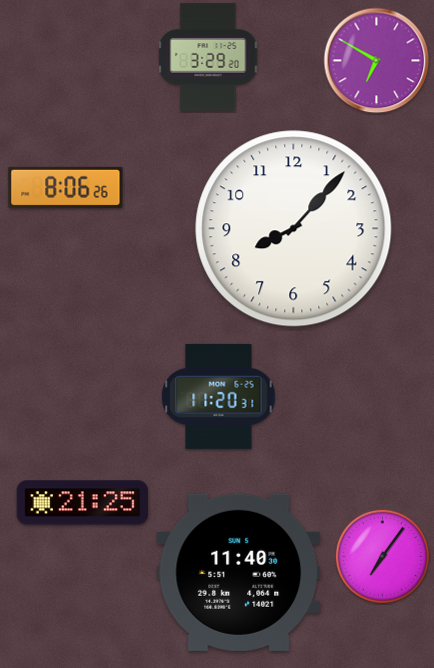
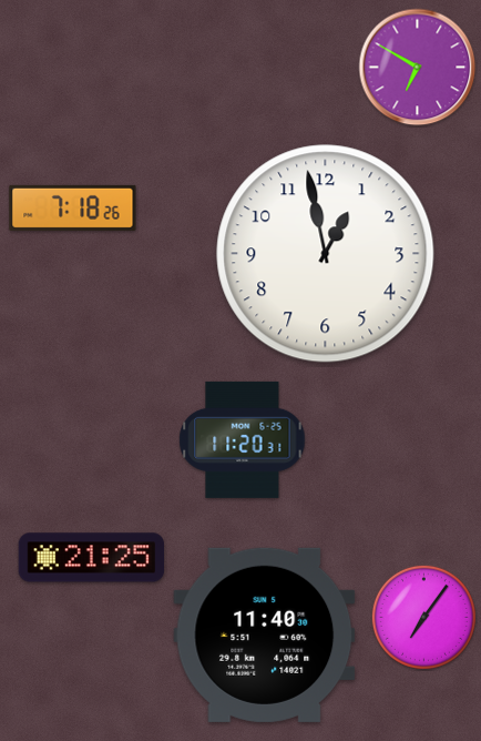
clock at (208, 57): 3:29 -> none
clock at (66, 187): 8:06 -> 7:18
clock at (294, 229): 8:07 -> 12:58
